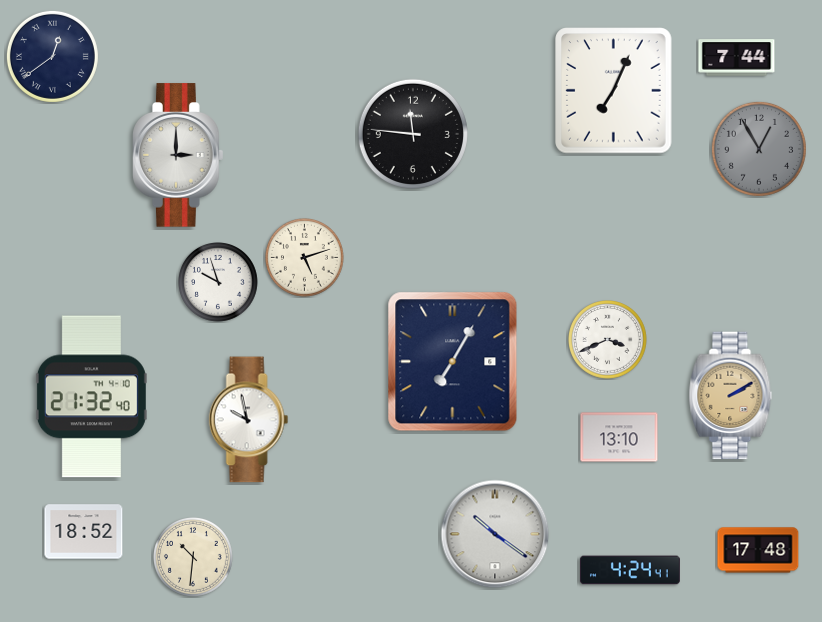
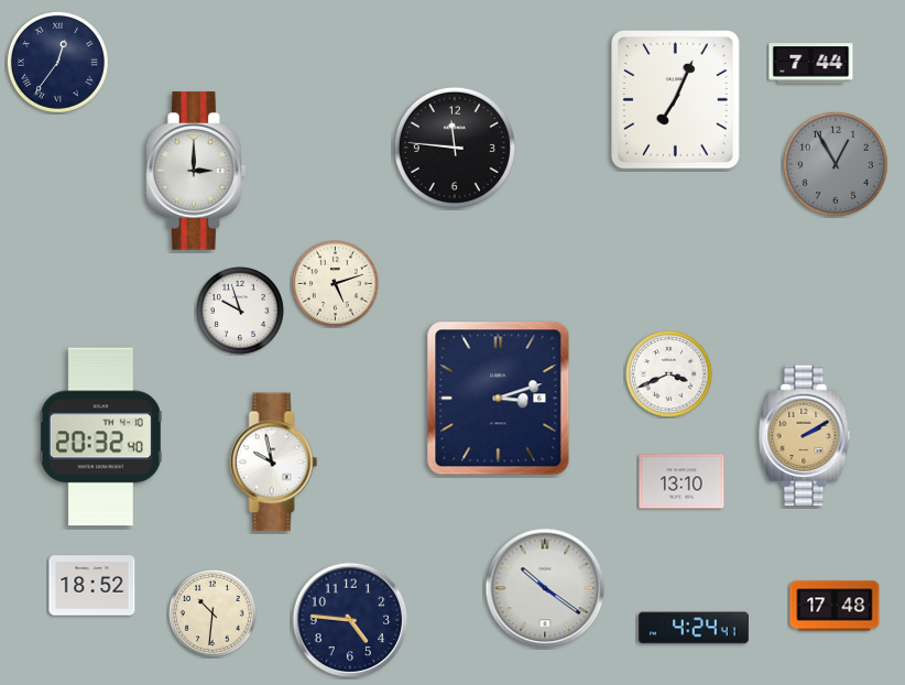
clock at (52, 56): 12:39 -> 12:36
clock at (453, 362): 7:05 -> 3:12
clock at (91, 397): 21:32 -> 20:32
clock at (350, 620): none -> 4:46
